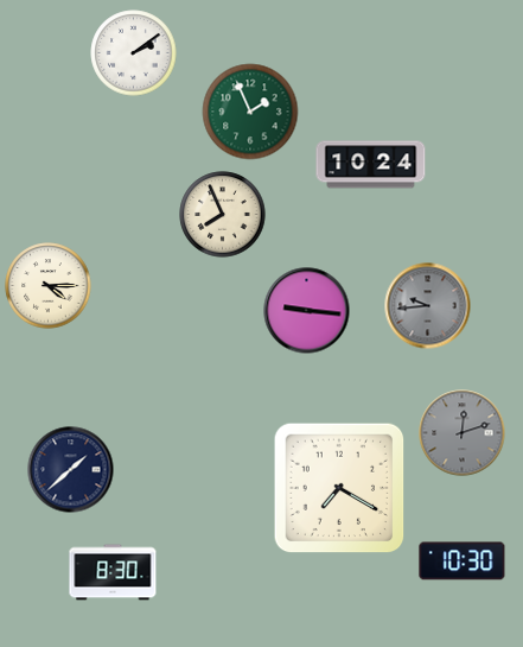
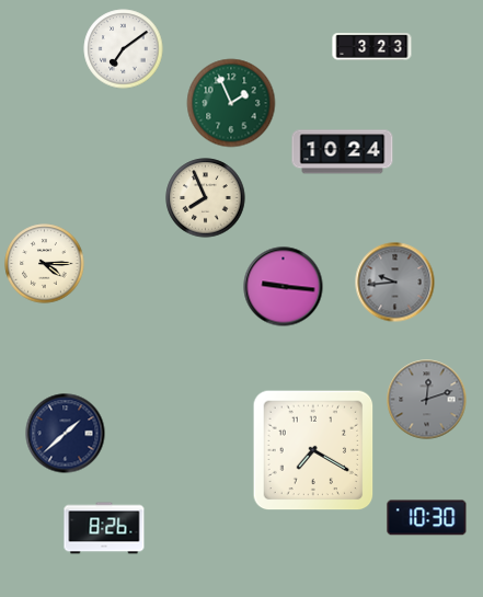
clock at (372, 47): none -> 3:23
clock at (134, 53): 2:09 -> 7:09
clock at (113, 572): 8:30 -> 8:26
